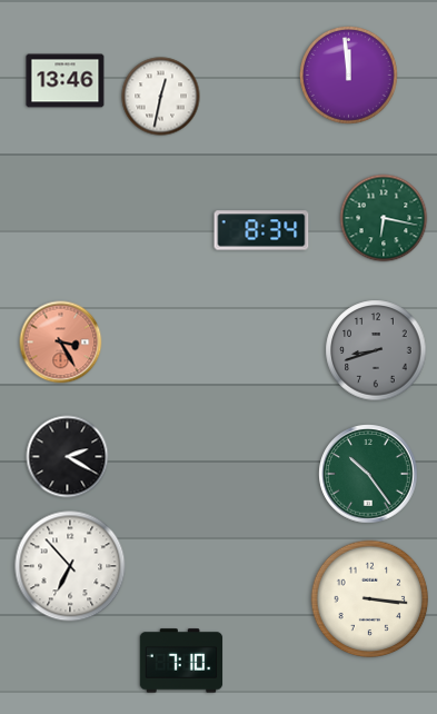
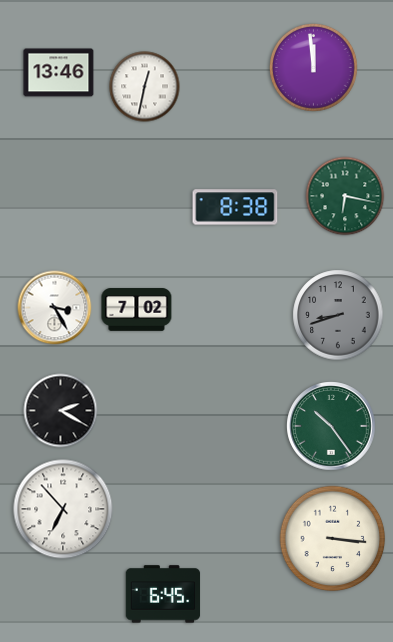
clock at (261, 230): 8:34 -> 8:38
clock at (61, 343) dial: salmon -> white
clock at (137, 310): none -> 7:02
clock at (181, 661): 7:10 -> 6:45
